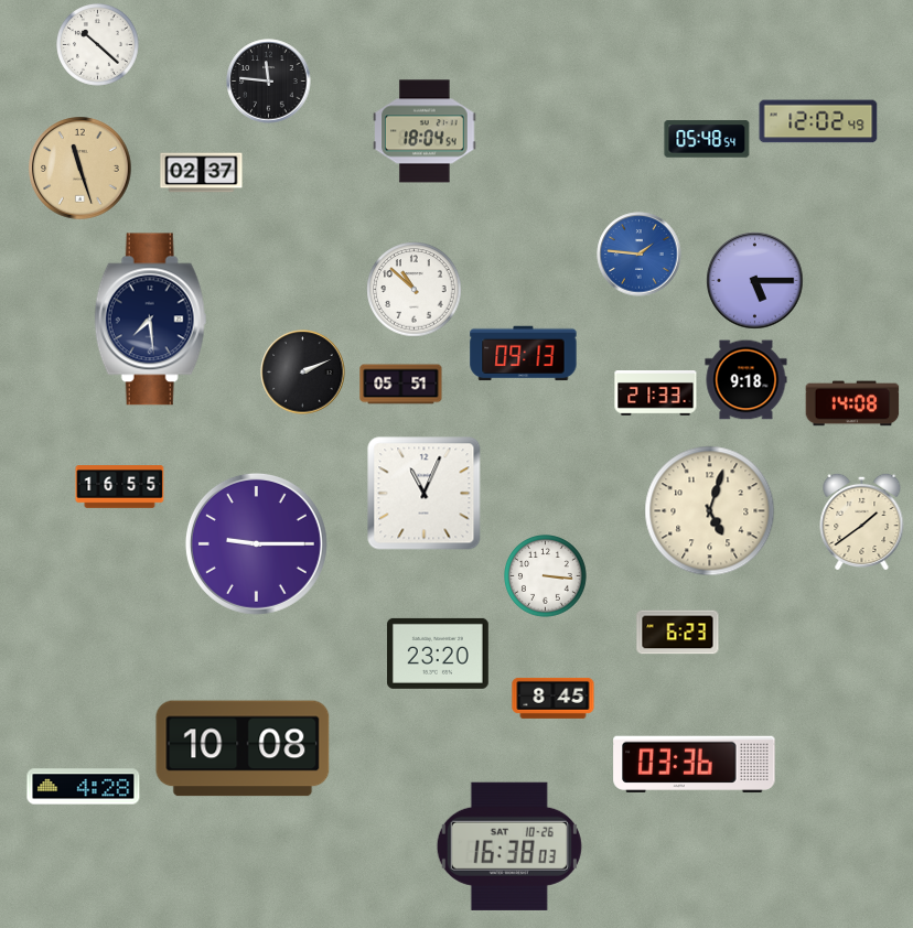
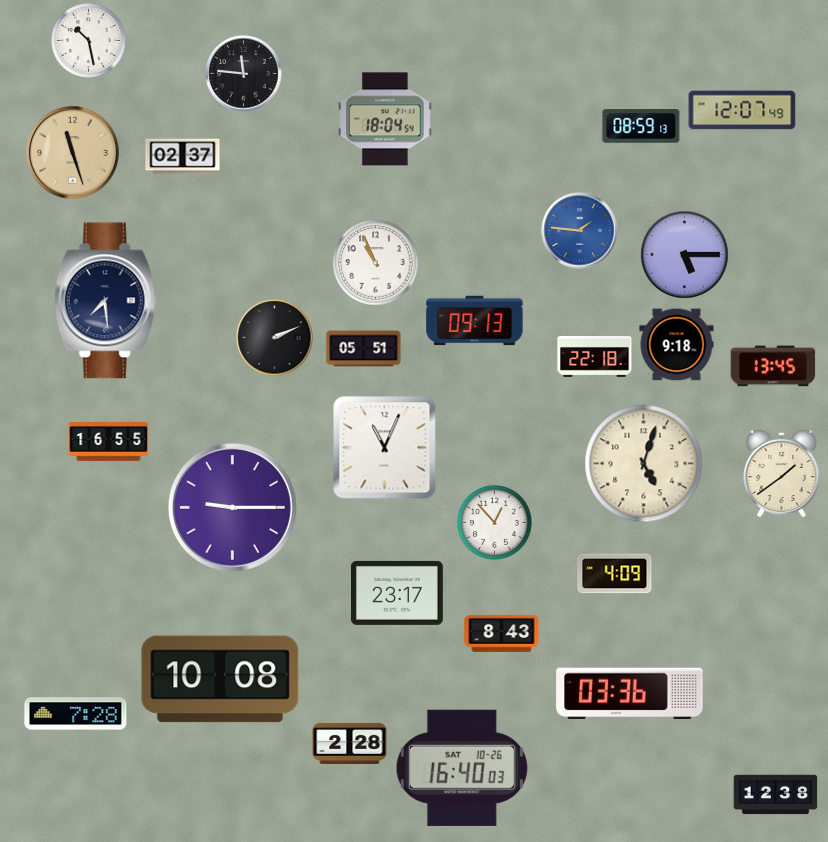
clock at (98, 45): 10:22 -> 10:28
clock at (818, 121): 12:02 -> 12:07
clock at (707, 139): 05:48 -> 08:59
clock at (415, 290): 10:52 -> 10:56
clock at (151, 320) position: (151, 320) -> (106, 301)
clock at (656, 393): 21:33 -> 22:18
clock at (852, 403): 14:08 -> 13:45
clock at (256, 543) position: (256, 543) -> (232, 507)
clock at (546, 576): 3:16 -> 12:53
clock at (678, 633): 6:23 -> 4:09
clock at (438, 654): 23:20 -> 23:17
clock at (554, 698): 8:45 -> 8:43
clock at (84, 787): 4:28 -> 7:28
clock at (350, 743): none -> 2:28
clock at (509, 846): 16:38 -> 16:40
clock at (776, 795): none -> 12:38
